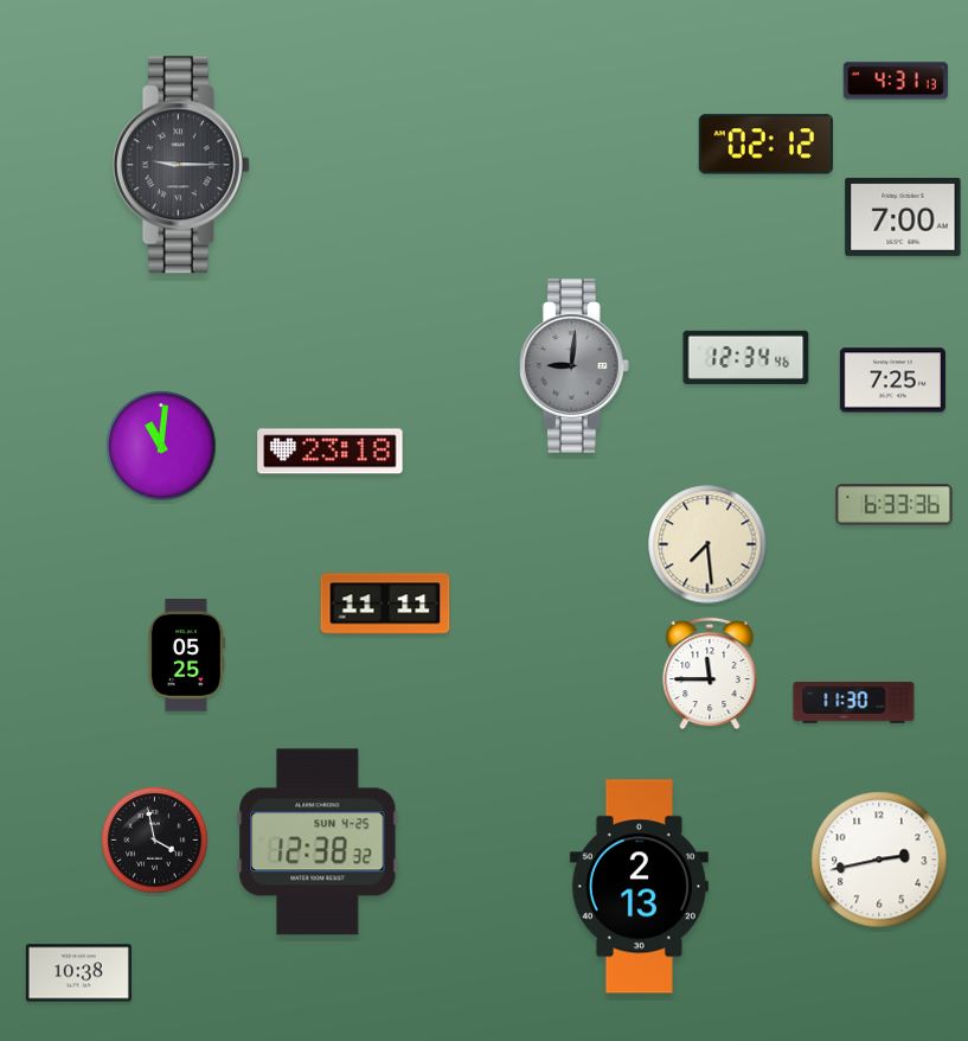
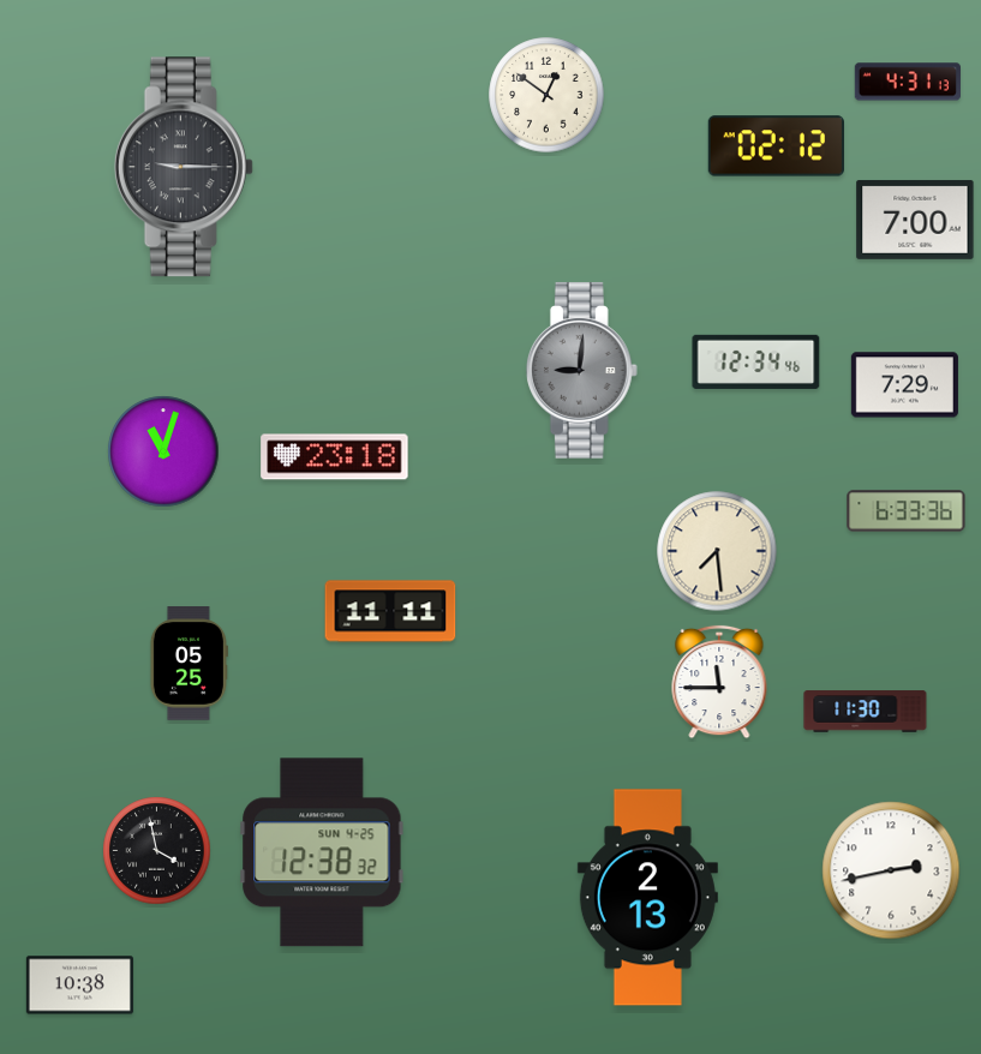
clock at (546, 95): none -> 12:51
clock at (892, 381): 7:25 -> 7:29
clock at (161, 446): 11:01 -> 11:03
